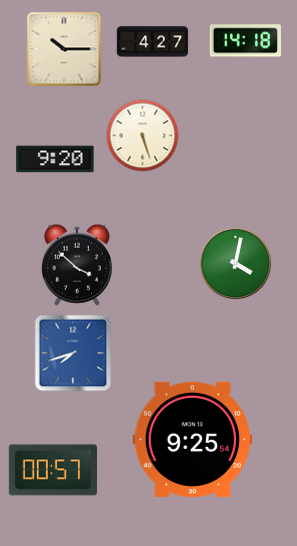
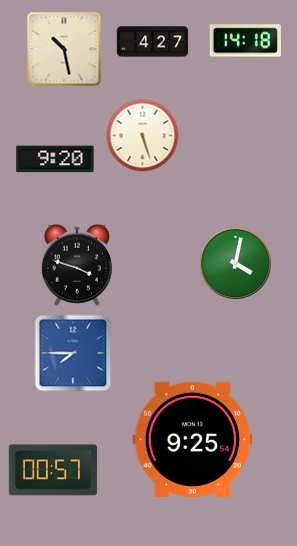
clock at (64, 49): 10:15 -> 10:28
clock at (77, 265): 3:52 -> 3:48
clock at (73, 353): 7:42 -> 7:45
